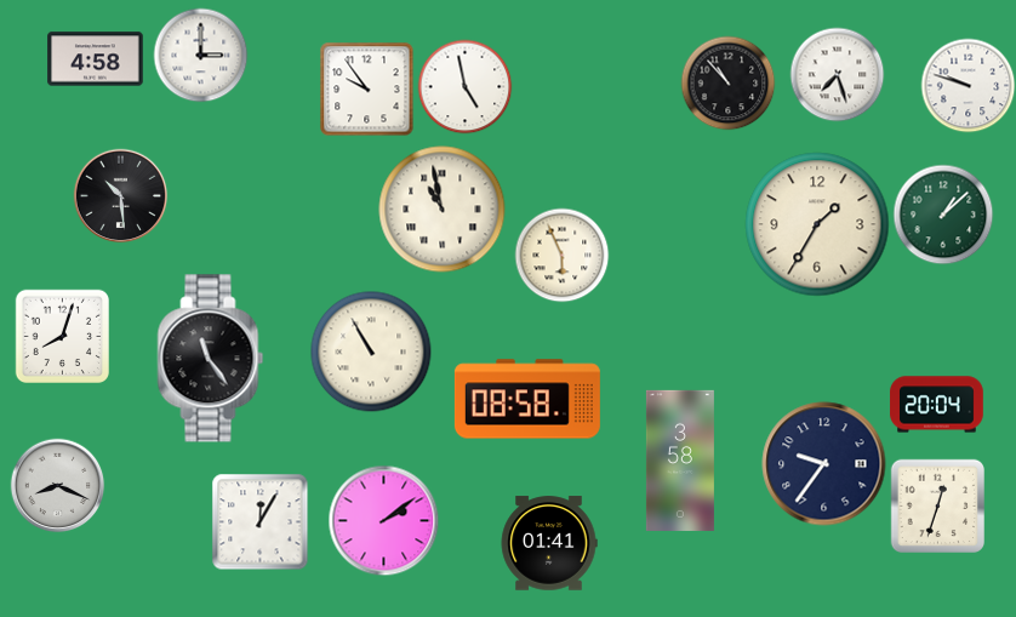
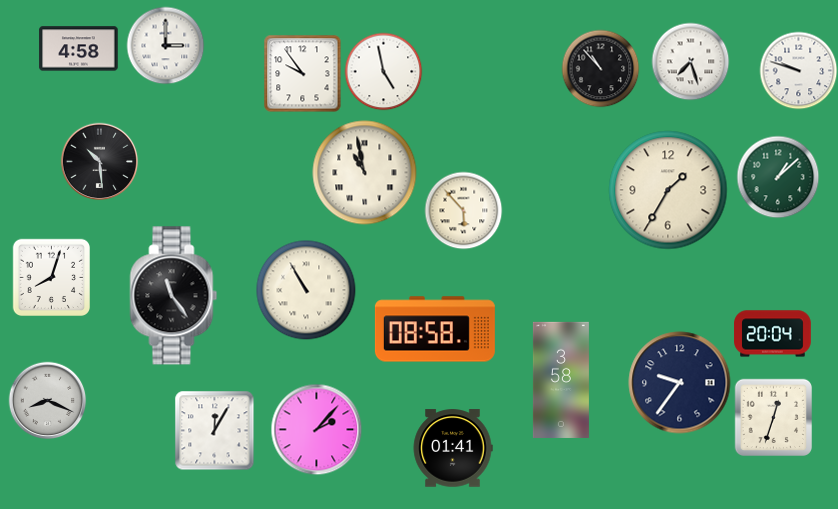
clock at (817, 224) position: (817, 224) -> (668, 190)
clock at (561, 255): 5:56 -> 5:53
clock at (383, 520): 2:09 -> 2:07
